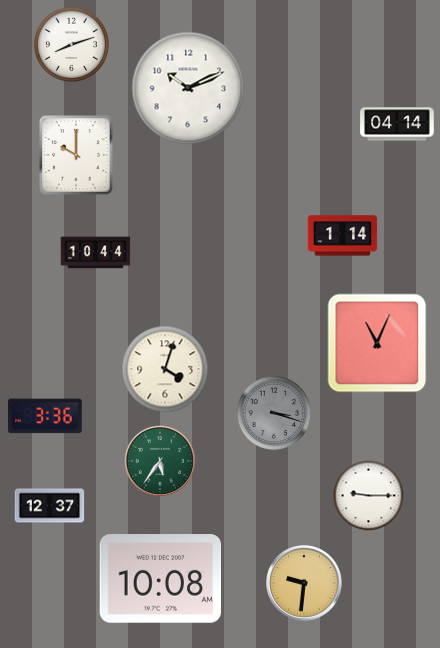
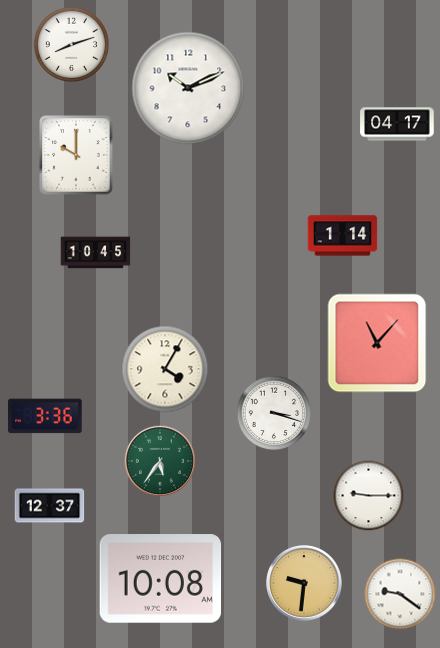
clock at (397, 124): 04:14 -> 04:17
clock at (96, 253): 10:44 -> 10:45
clock at (377, 343): 11:04 -> 11:07
clock at (165, 369): 4:03 -> 4:05
clock at (274, 413) dial: grey -> white
clock at (400, 594): none -> 9:21
